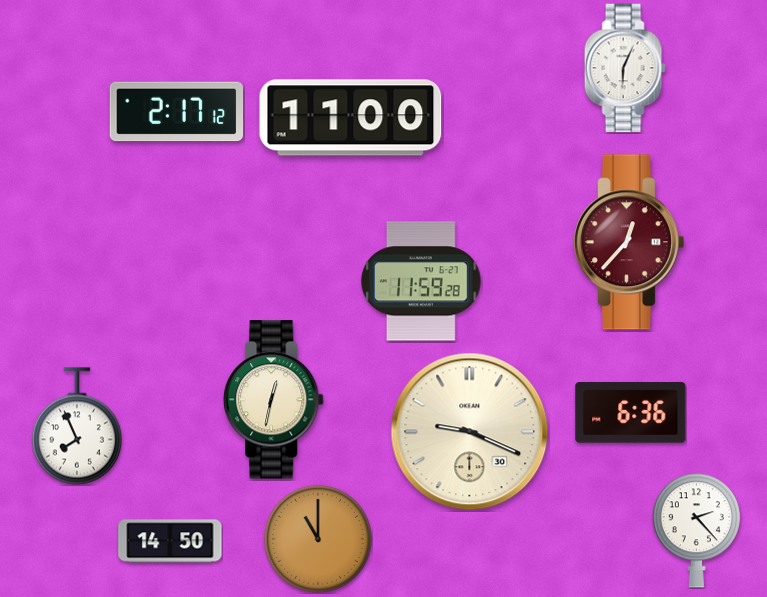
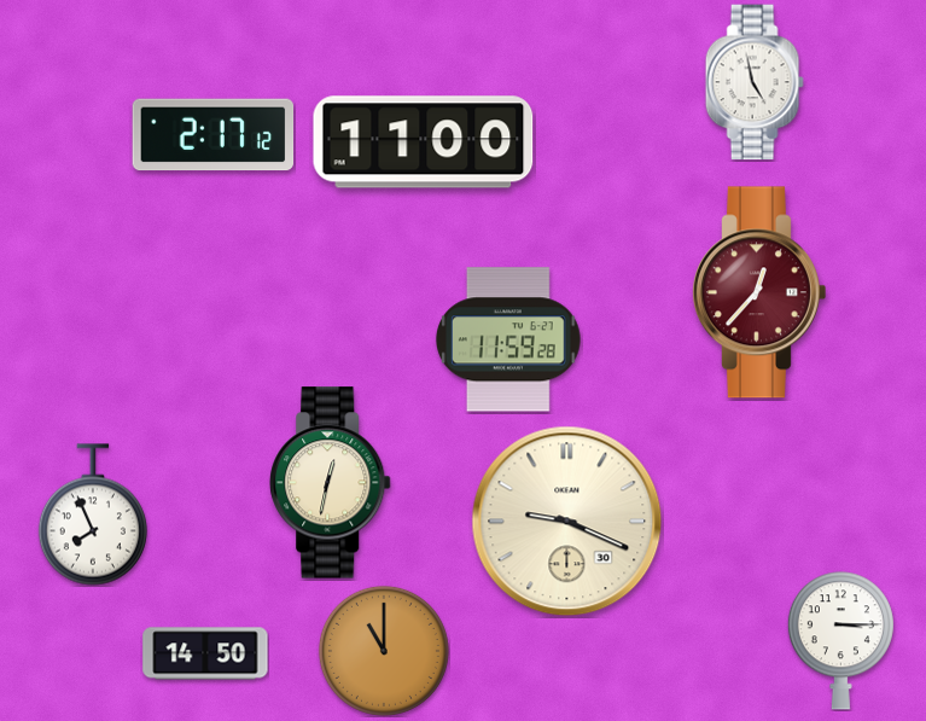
clock at (625, 68): 6:04 -> 4:58
clock at (631, 413): 6:36 -> none
clock at (696, 531): 2:23 -> 3:15
